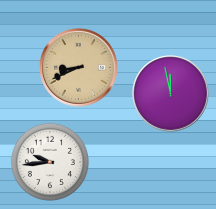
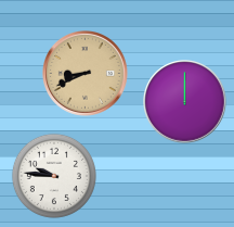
clock at (171, 94): 11:58 -> 12:00
clock at (50, 162): 9:44 -> 9:46
